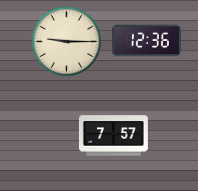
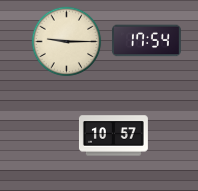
clock at (146, 41): 12:36 -> 17:54
clock at (113, 136): 7:57 -> 10:57
